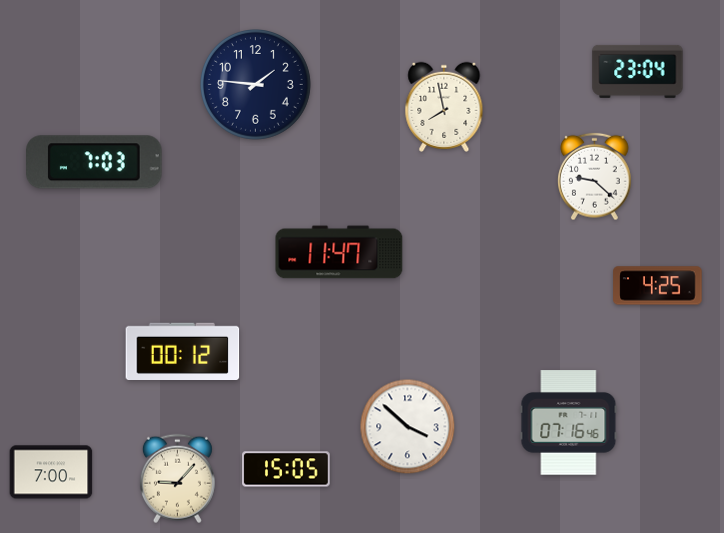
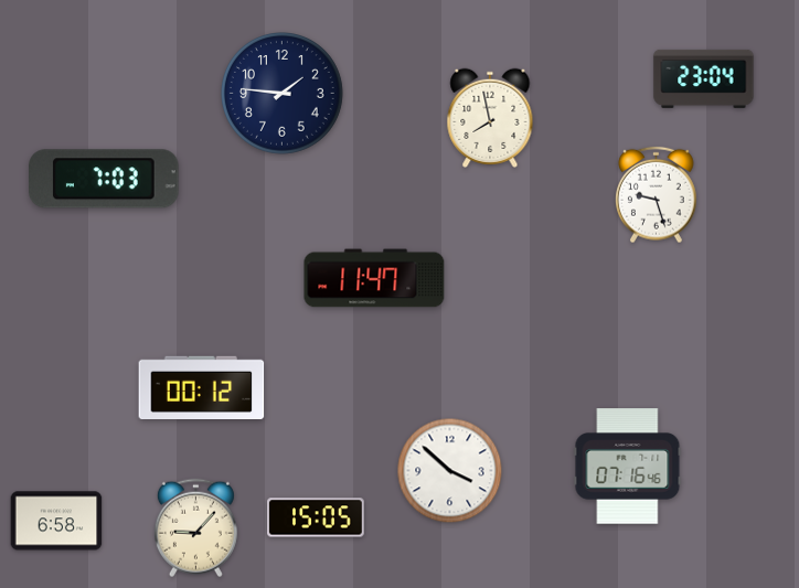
clock at (595, 177): 9:22 -> 9:27
clock at (658, 286): 4:25 -> none
clock at (51, 472): 7:00 -> 6:58
